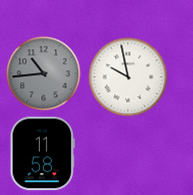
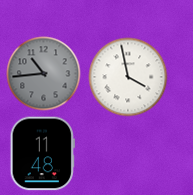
clock at (128, 77): 9:58 -> 3:58
clock at (42, 154): 11:58 -> 11:48
